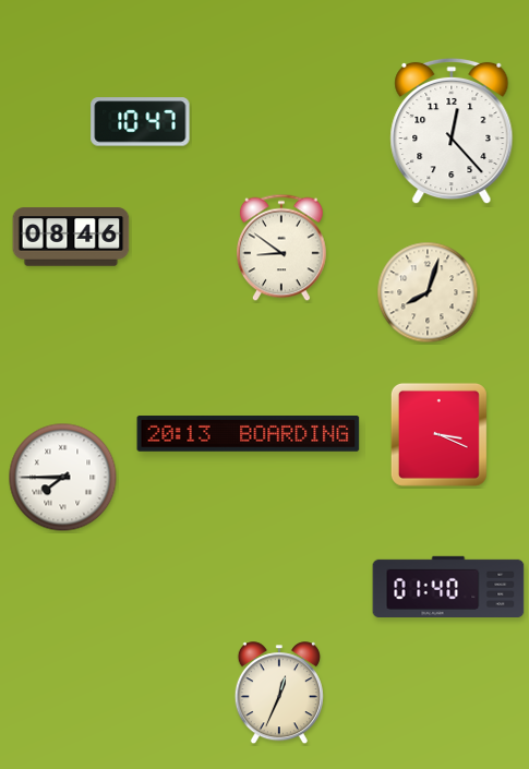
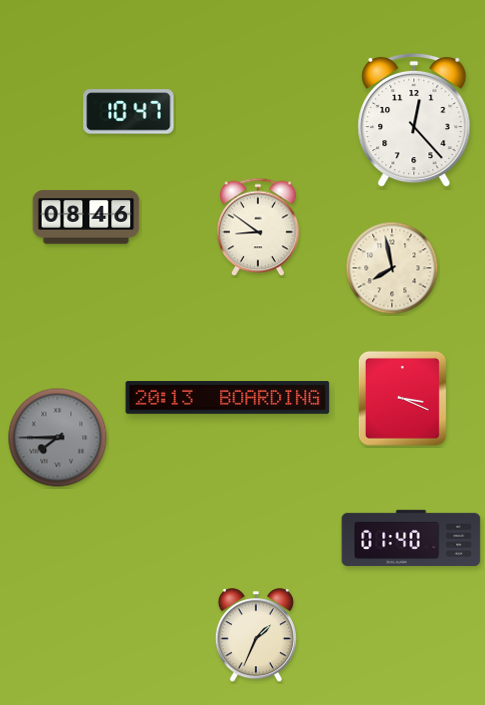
clock at (71, 237) position: (71, 237) -> (86, 217)
clock at (428, 292): 8:03 -> 7:58
clock at (63, 478) dial: white -> grey
clock at (279, 694): 12:34 -> 1:34
